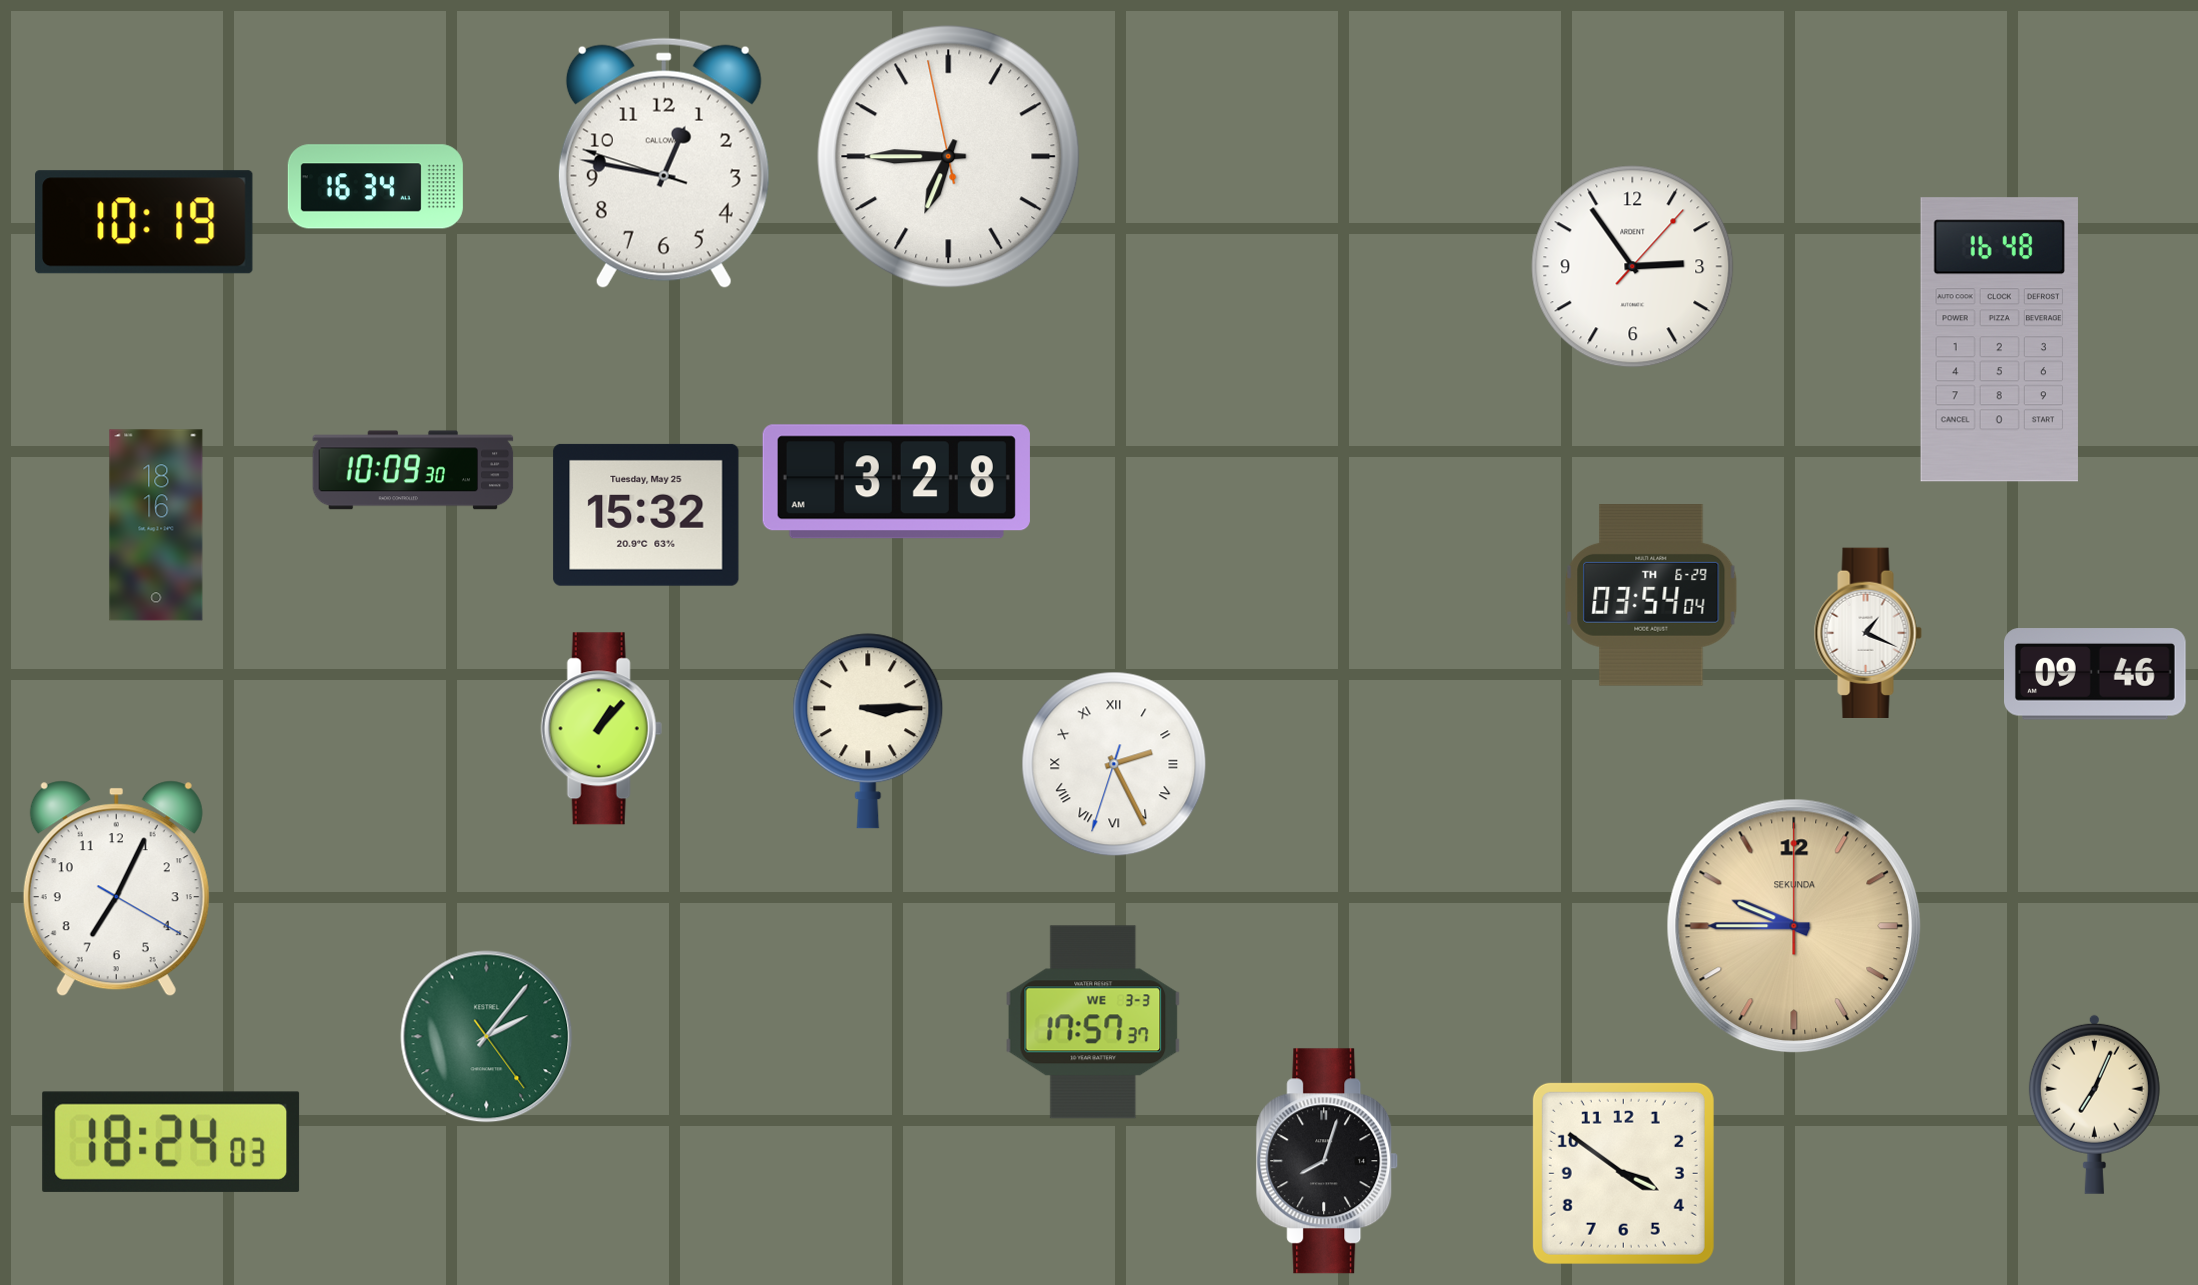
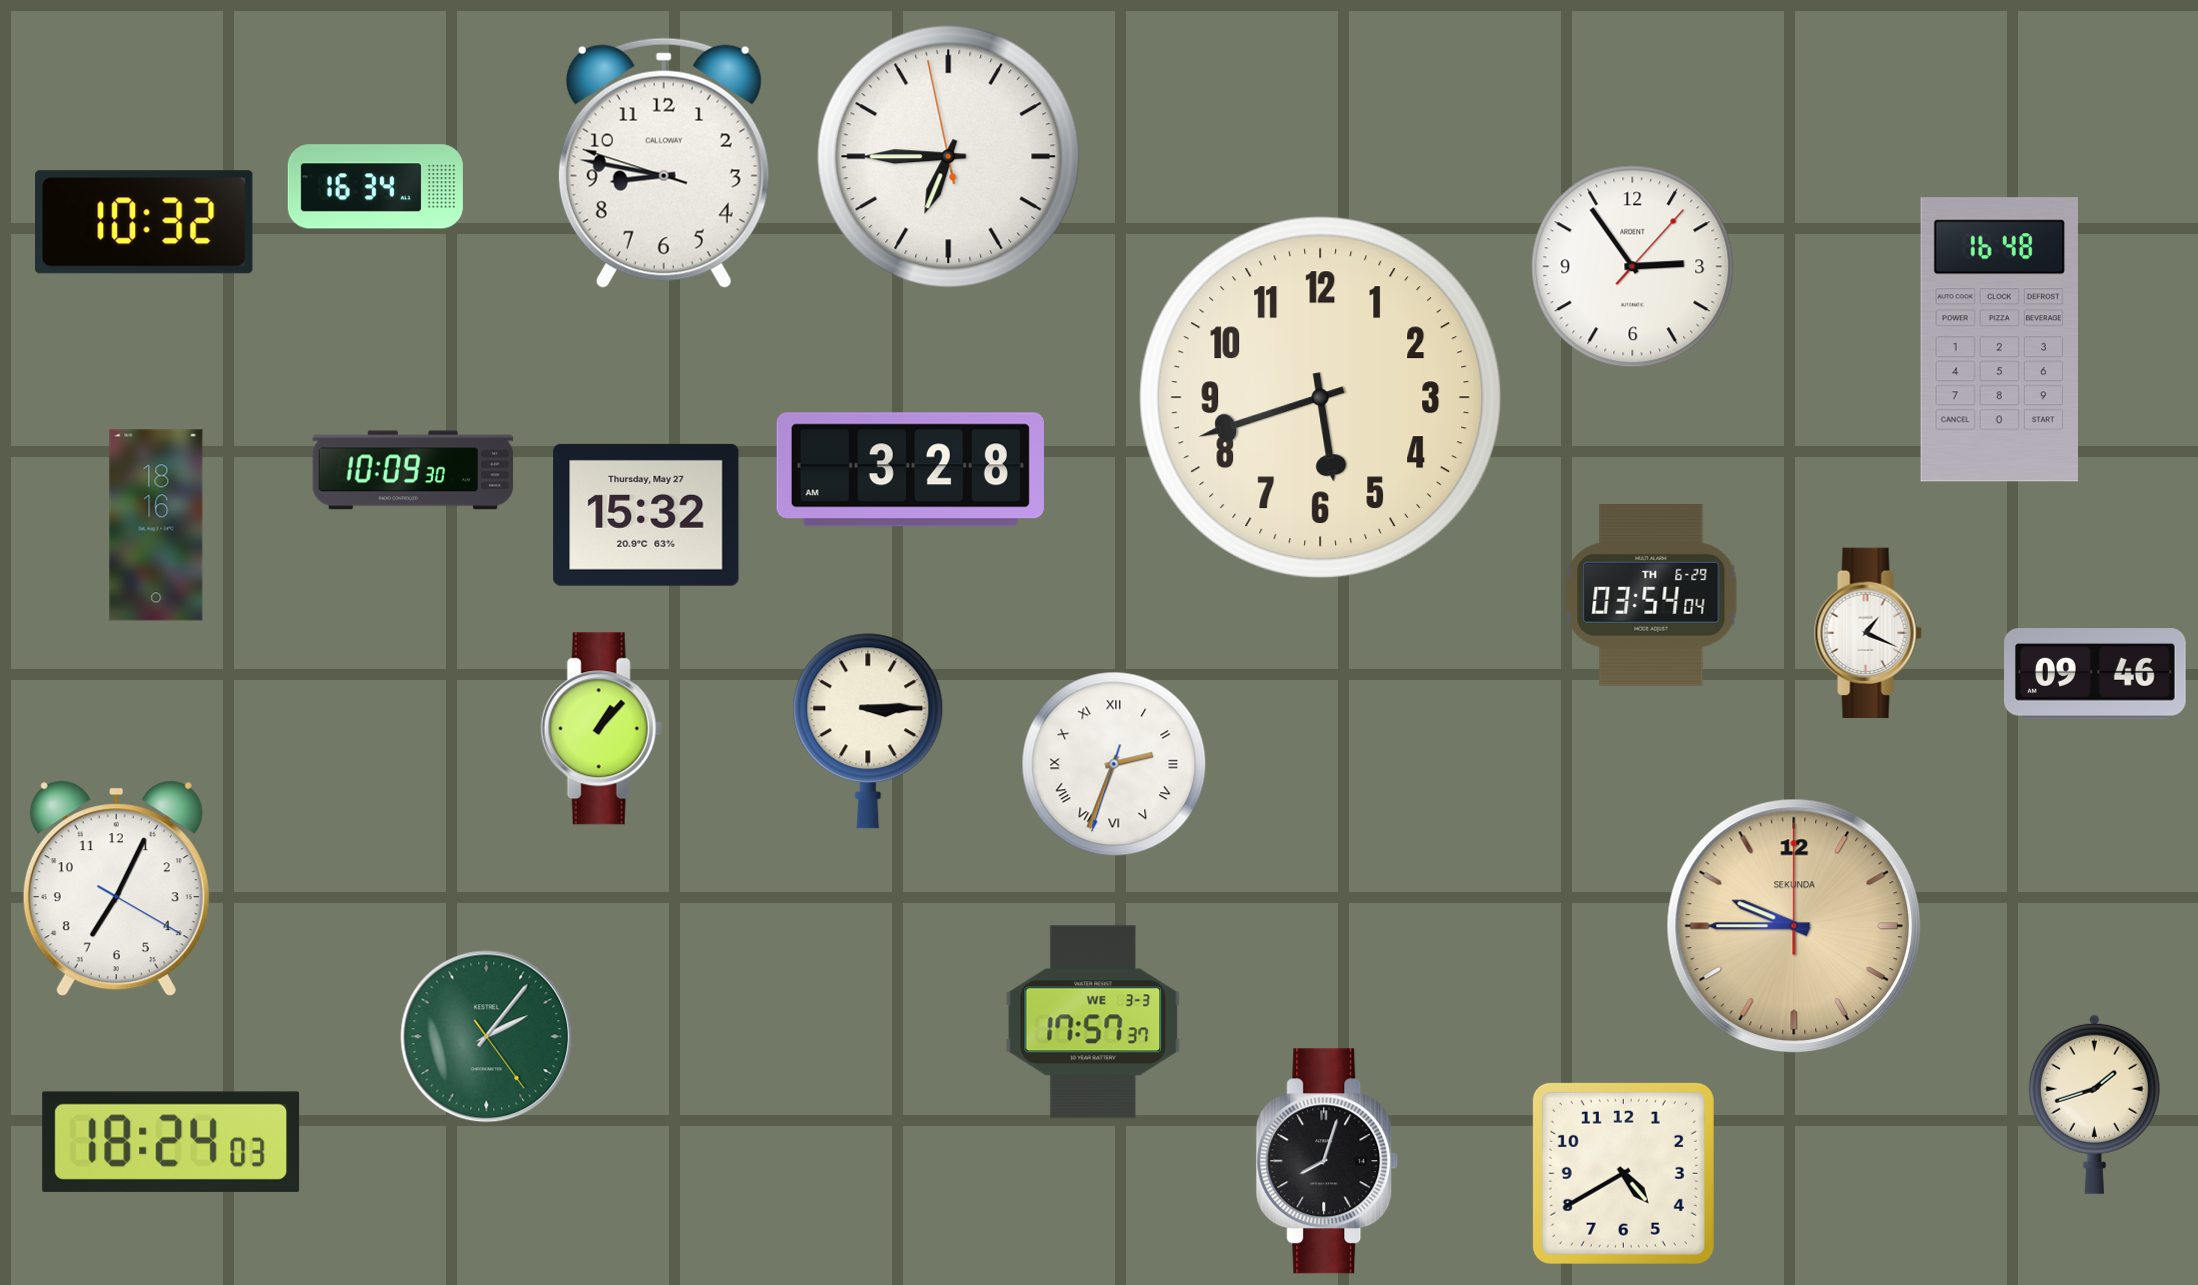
clock at (664, 163): 12:46 -> 8:46
clock at (144, 222): 10:19 -> 10:32
clock at (1321, 398): none -> 5:42
clock at (896, 482) position: (896, 482) -> (910, 470)
clock at (646, 515) date: Tuesday, May 25 -> Thursday, May 27
clock at (1114, 764): 2:25 -> 2:33
clock at (2094, 1104): 7:04 -> 1:42
clock at (1623, 1173): 3:51 -> 4:40
